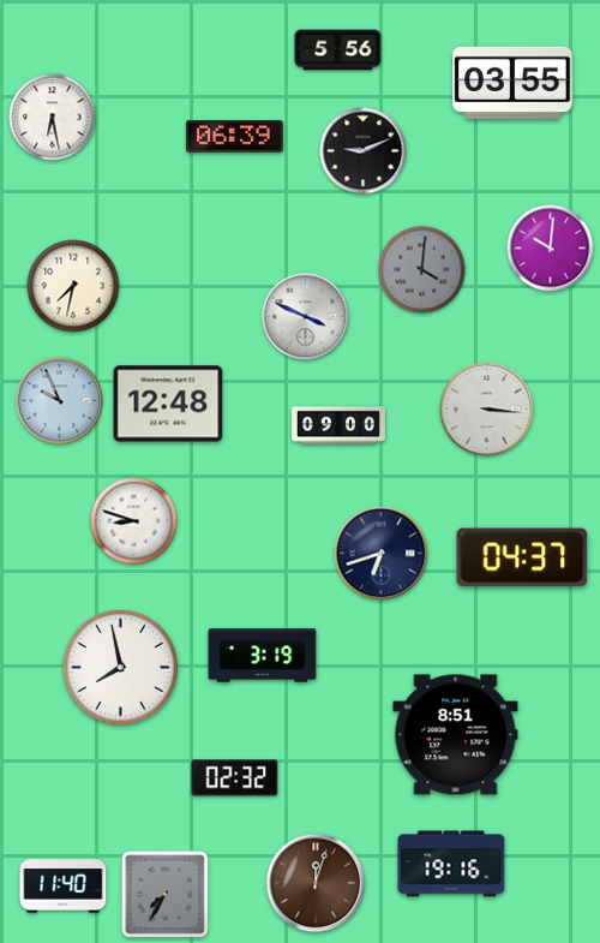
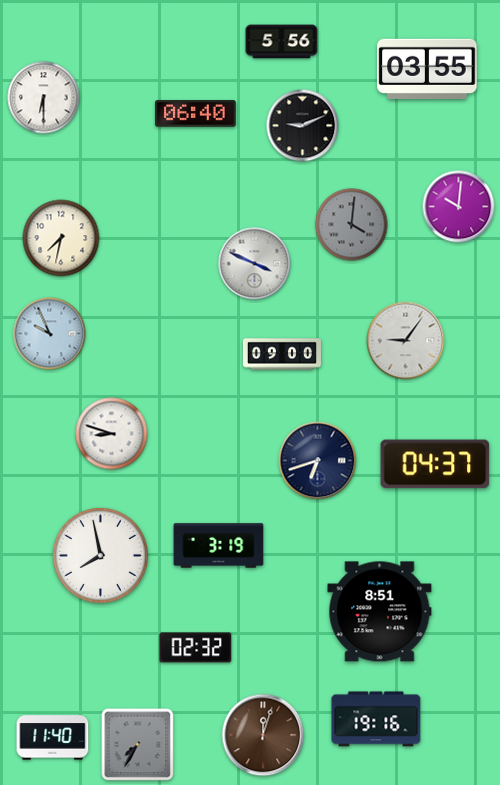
clock at (53, 118): 6:28 -> 6:30
clock at (235, 137): 06:39 -> 06:40
clock at (168, 404): 12:48 -> none
clock at (487, 410): 3:16 -> 9:06
